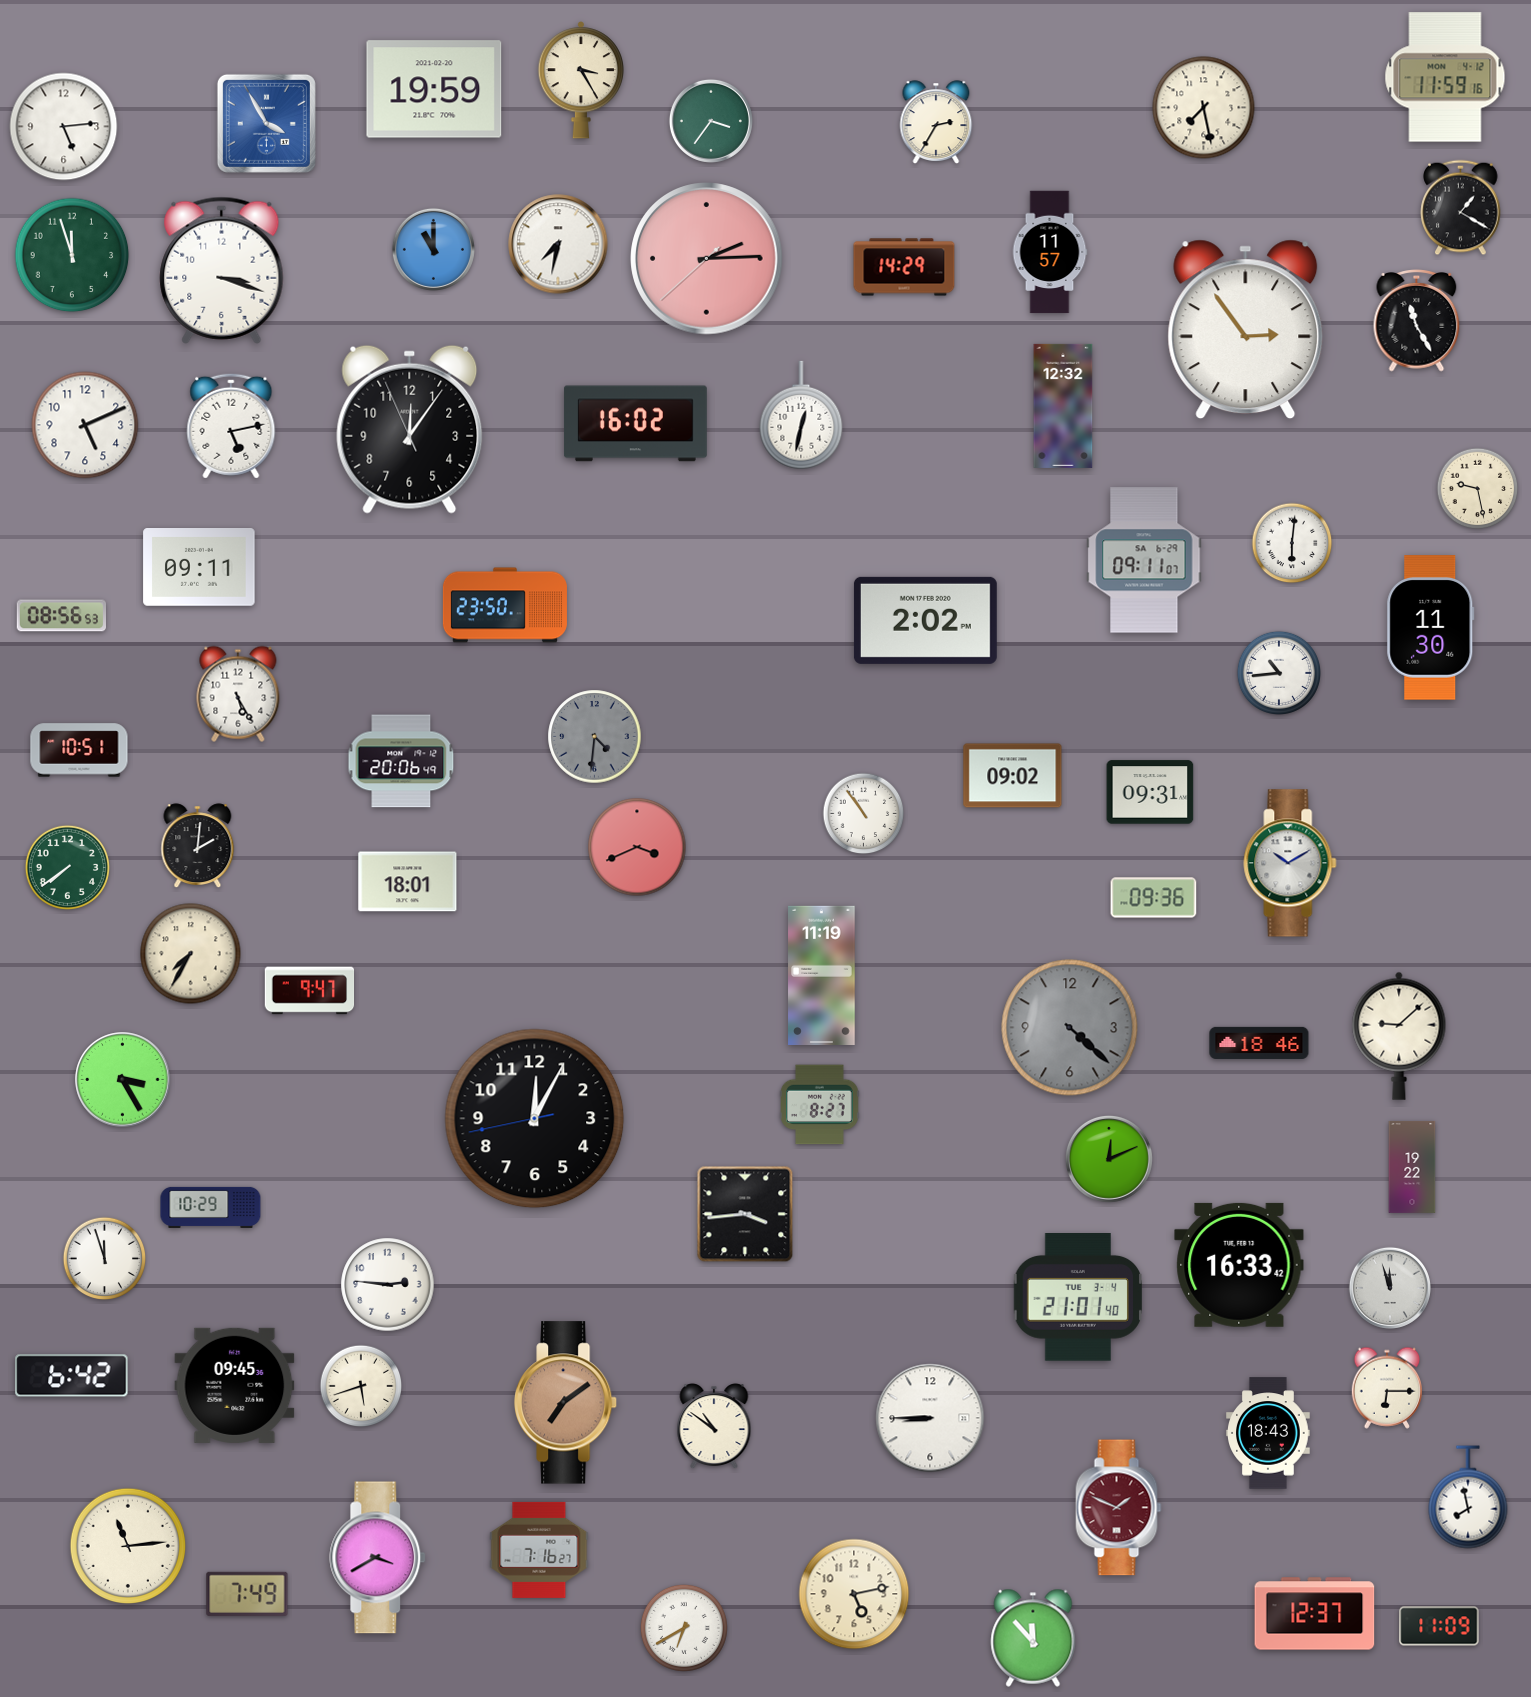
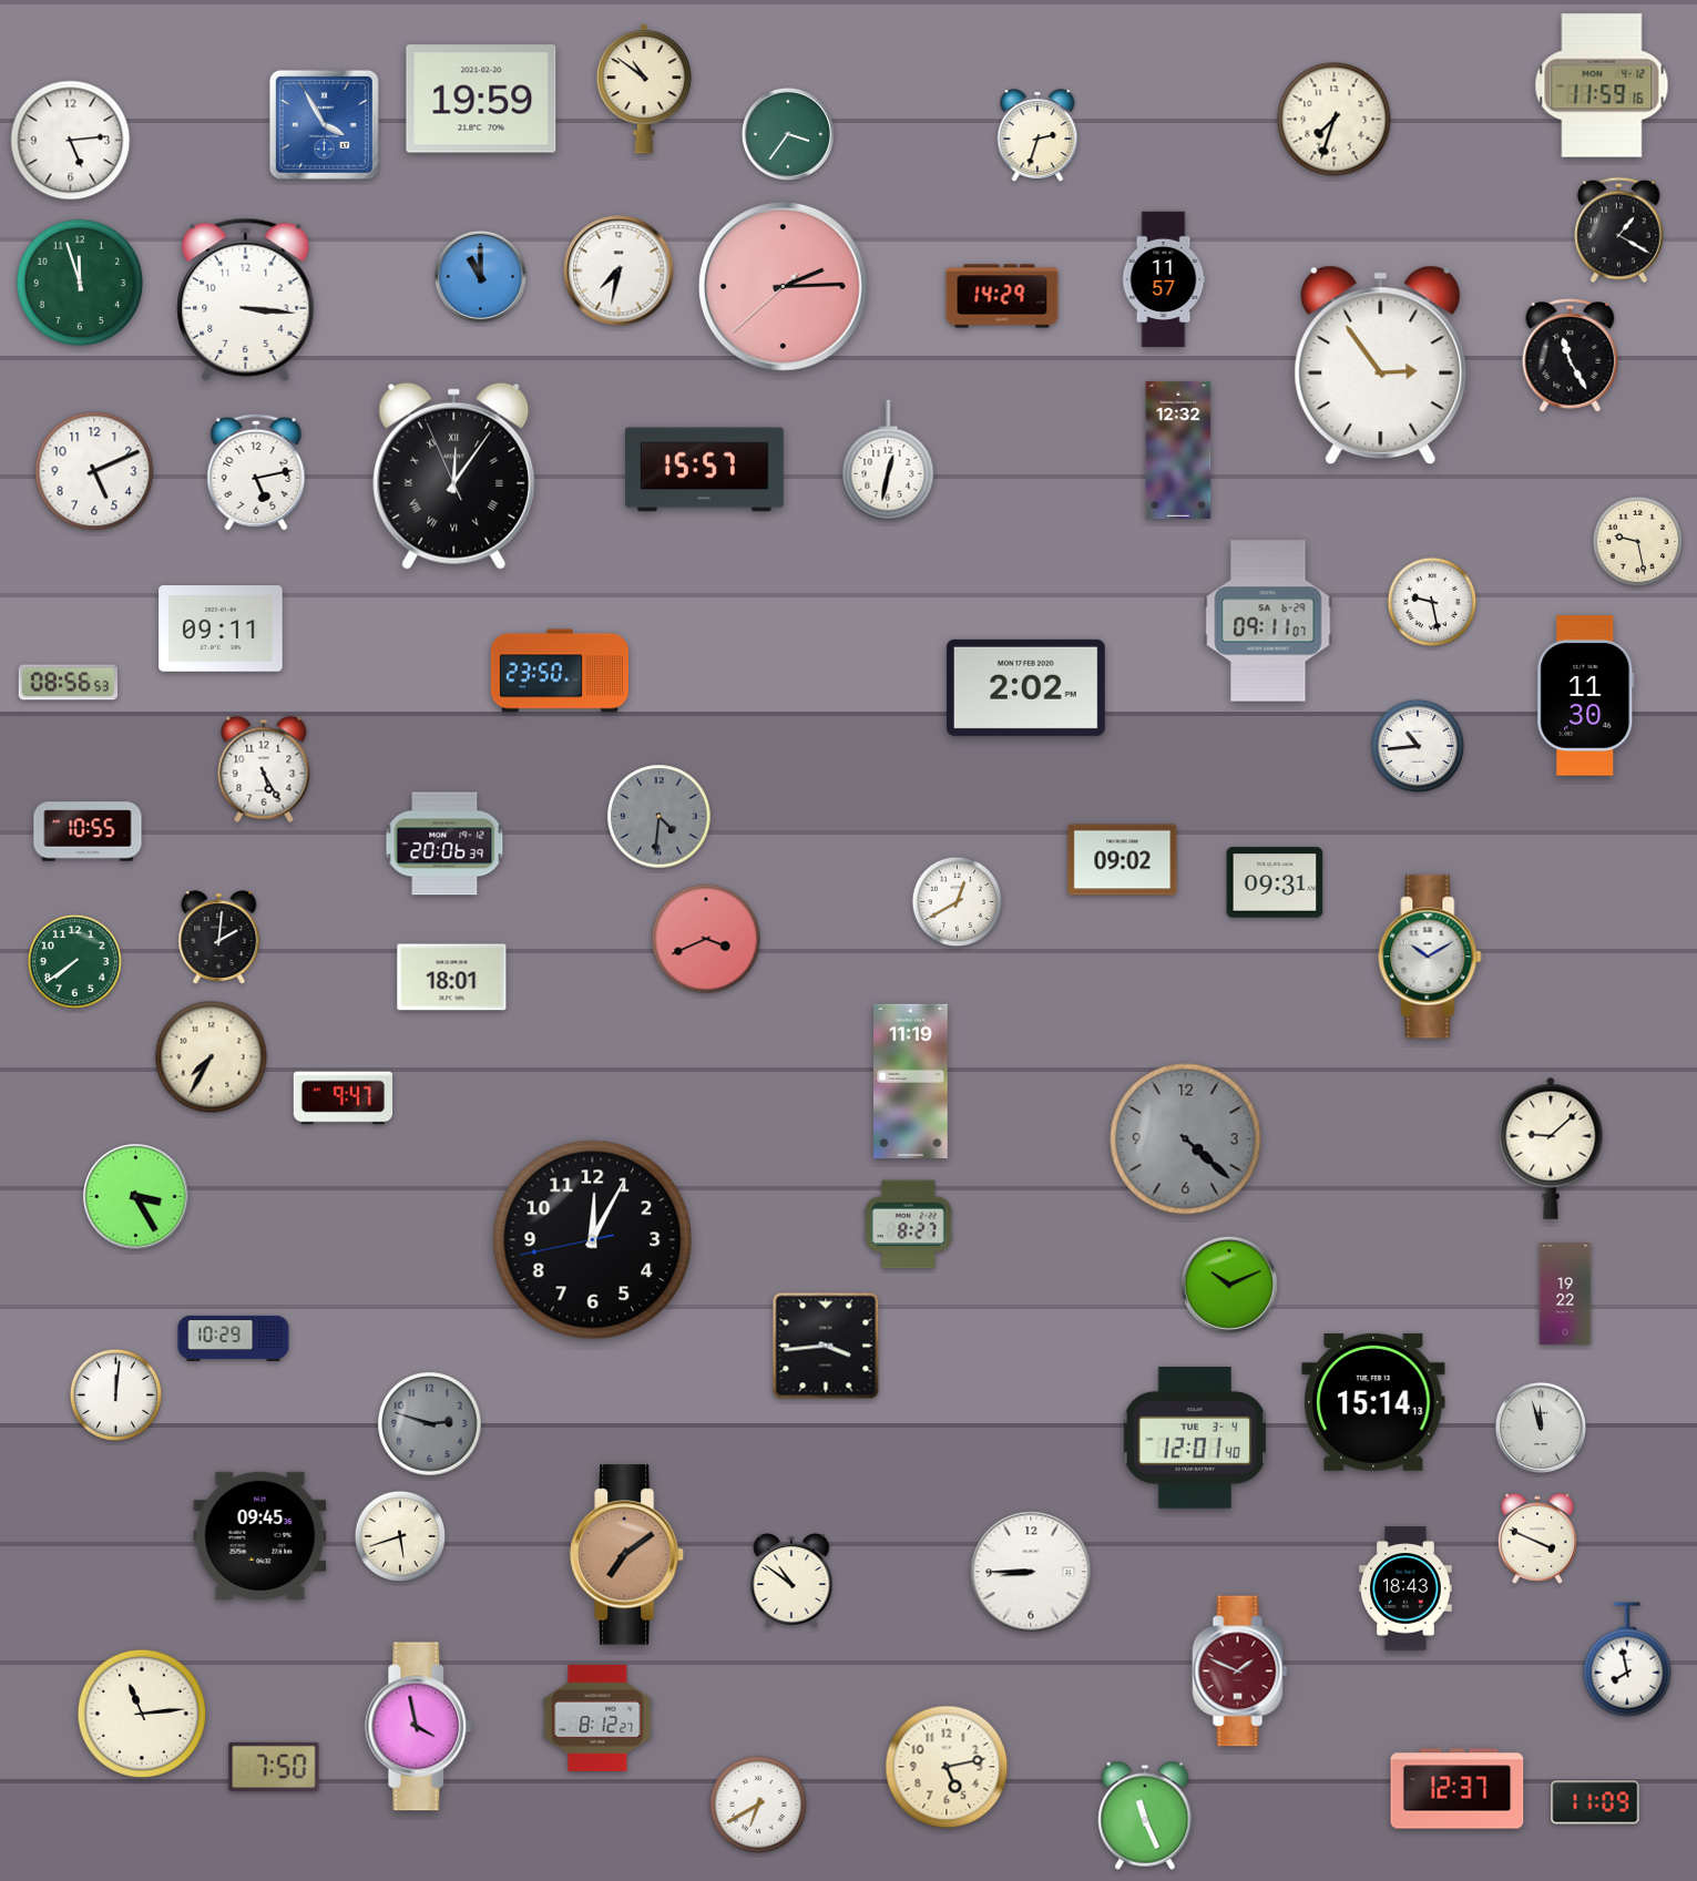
clock at (580, 80): 3:25 -> 10:51
clock at (1204, 108): 7:28 -> 7:33
clock at (936, 122): 2:35 -> 2:33
clock at (266, 123) position: (266, 123) -> (324, 124)
clock at (222, 270): 3:18 -> 3:16
clock at (635, 424): 16:02 -> 15:57
clock at (410, 429) numerals: Arabic -> Roman
clock at (1292, 543): 6:01 -> 9:28
clock at (79, 750): 10:51 -> 10:55
clock at (401, 761): 20:06:49 -> 20:06:39
clock at (1150, 792) position: (1150, 792) -> (1275, 882)
clock at (864, 814): 10:54 -> 12:40
clock at (1154, 898): 09:36 -> none
clock at (1259, 1043): 18:46 -> none
clock at (1109, 1159): 12:11 -> 10:11
clock at (105, 1259): 11:57 -> 12:01
clock at (1239, 1265): 16:33 -> 15:14
clock at (388, 1285): 2:46 -> 2:48
clock at (388, 1285) dial: white -> grey
clock at (1078, 1297): 21:01 -> 12:01
clock at (72, 1376): 6:42 -> none
clock at (1387, 1388): 6:15 -> 3:49
clock at (539, 1550): 7:16 -> 8:12
clock at (378, 1558): 3:40 -> 3:58
clock at (247, 1594): 7:49 -> 7:50
clock at (1033, 1638): 11:53 -> 11:26
